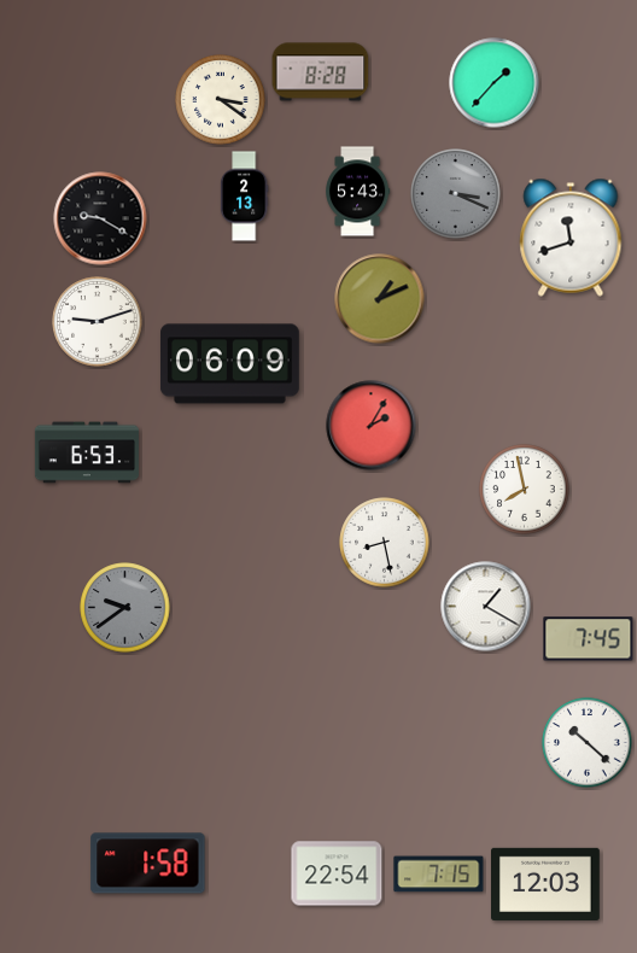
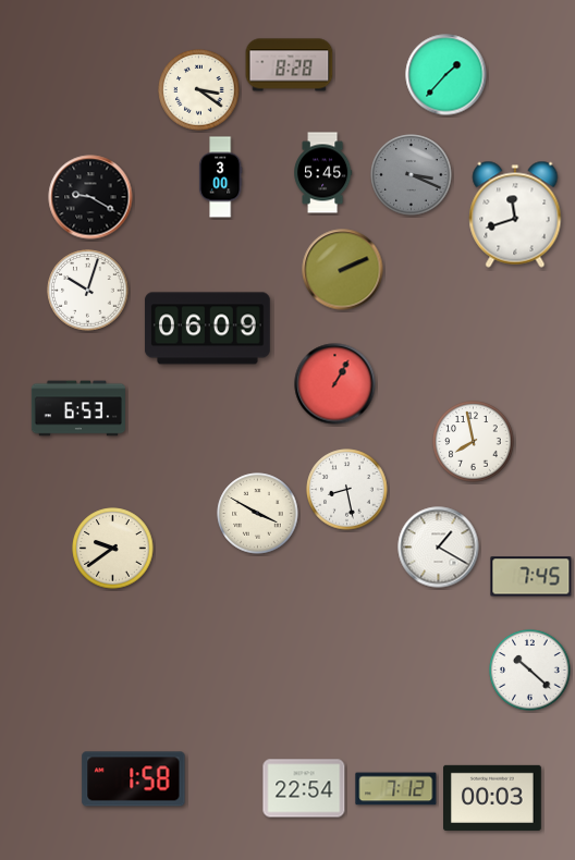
clock at (357, 192): 5:43 -> 5:45
clock at (244, 197): 2:13 -> 3:00
clock at (380, 299): 1:11 -> 2:11
clock at (98, 322): 9:12 -> 10:03
clock at (372, 426): 2:05 -> 1:05
clock at (258, 514): none -> 3:50
clock at (125, 608) dial: grey -> cream
clock at (439, 875): 7:15 -> 7:12
clock at (547, 884): 12:03 -> 00:03
